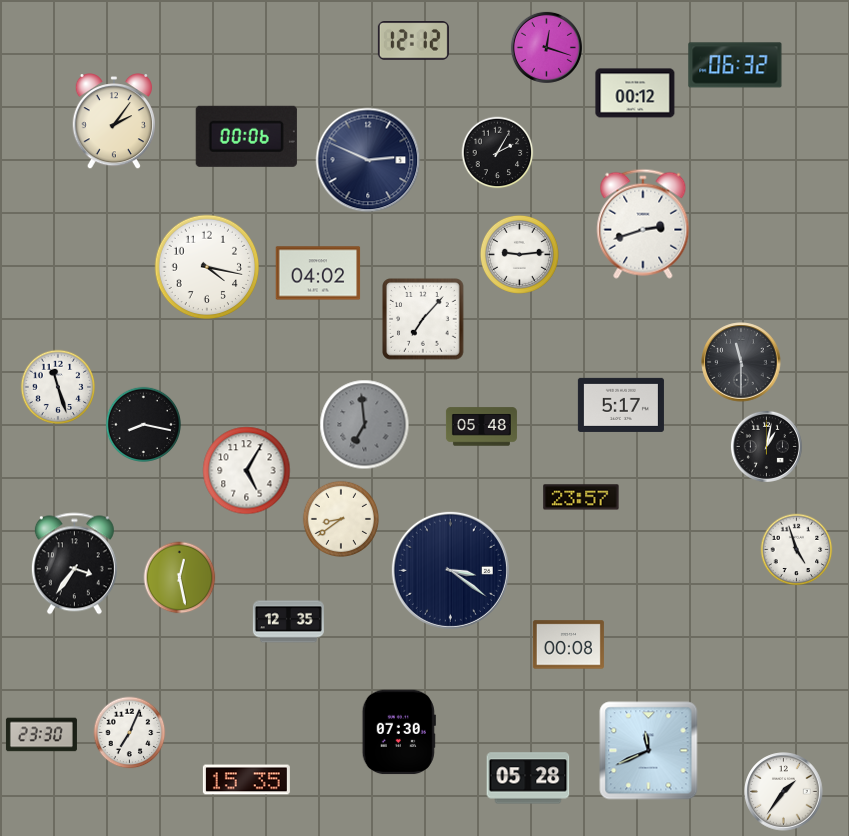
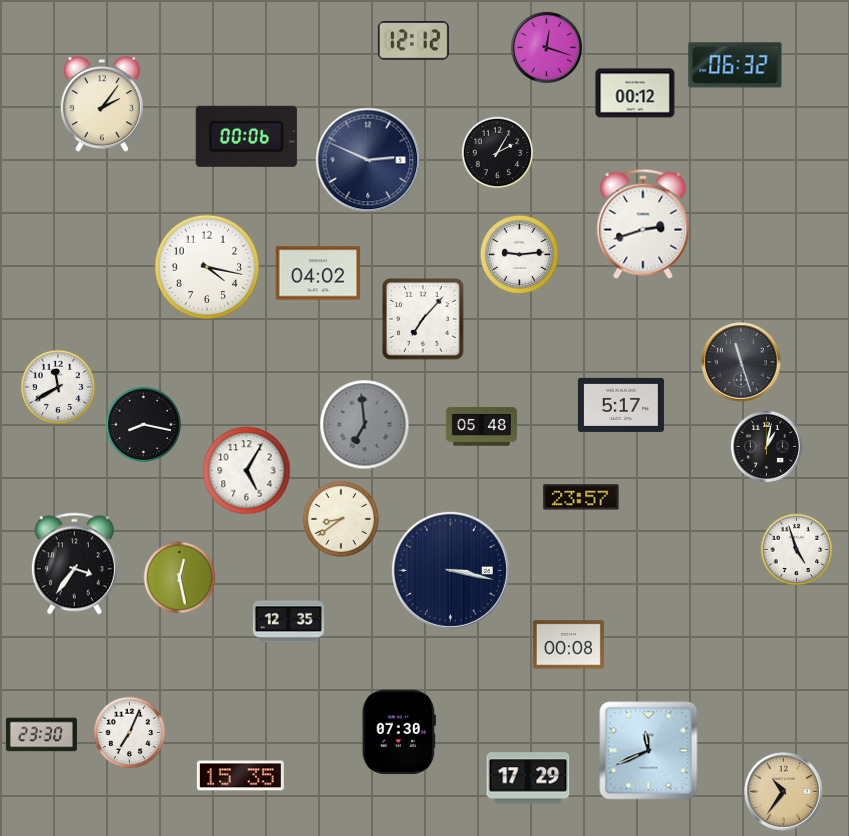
clock at (113, 121) position: (113, 121) -> (101, 104)
clock at (741, 362): 11:30 -> 11:27
clock at (58, 387): 11:27 -> 11:40
clock at (450, 570): 3:21 -> 3:17
clock at (528, 778): 05:28 -> 17:29
clock at (246, 780) position: (246, 780) -> (240, 776)
clock at (784, 792): 1:36 -> 10:36
clock at (784, 792) dial: white -> champagne
